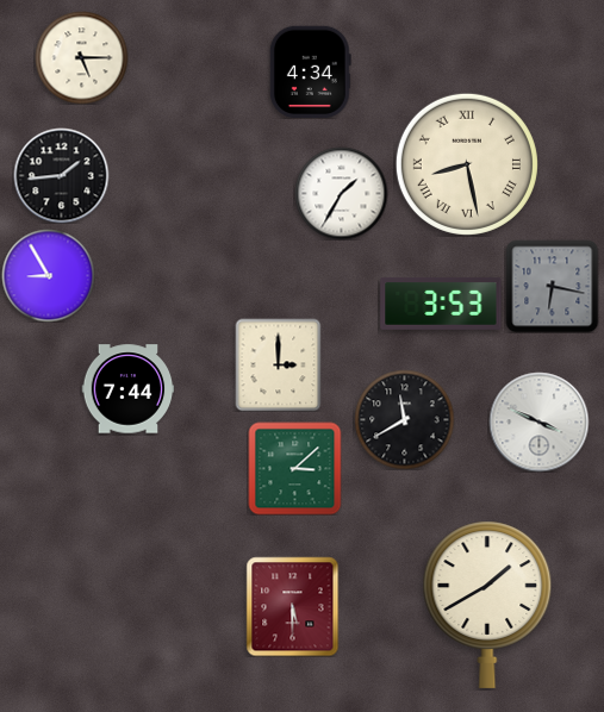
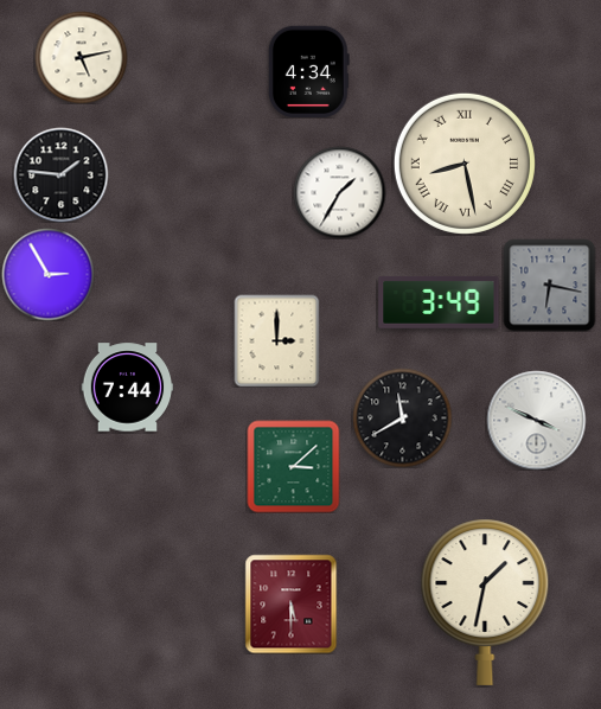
clock at (81, 57): 5:15 -> 5:13
clock at (61, 175): 1:44 -> 1:46
clock at (48, 275): 8:55 -> 2:55
clock at (441, 305): 3:53 -> 3:49
clock at (279, 364) position: (279, 364) -> (277, 340)
clock at (487, 605): 1:40 -> 1:32
